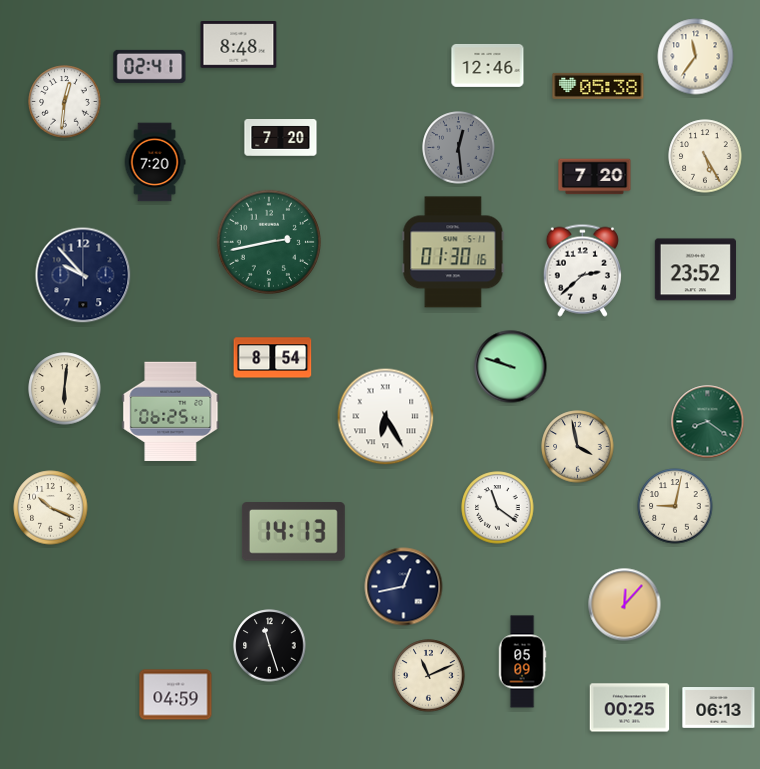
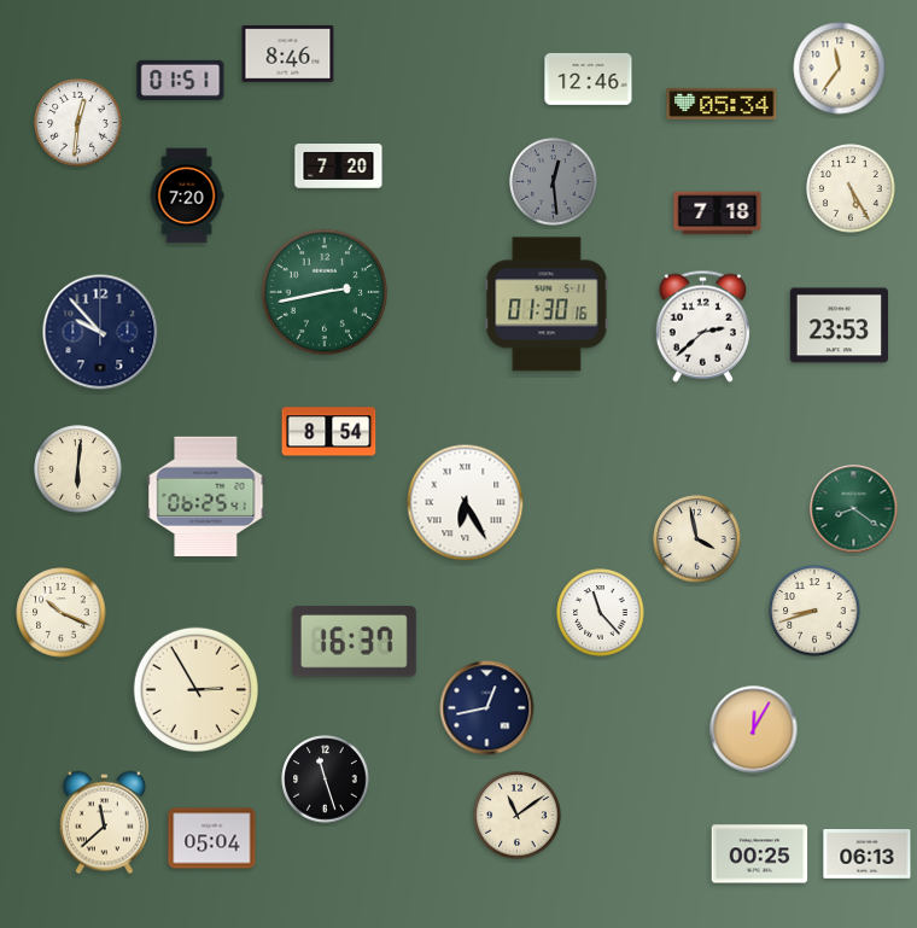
clock at (239, 45): 8:48 -> 8:46
clock at (150, 66): 02:41 -> 01:51
clock at (598, 86): 05:38 -> 05:34
clock at (459, 148) position: (459, 148) -> (554, 182)
clock at (595, 177): 7:20 -> 7:18
clock at (695, 270): 23:52 -> 23:53
clock at (511, 367): 9:48 -> none
clock at (675, 506): 9:02 -> 8:42
clock at (498, 508): 11:21 -> 11:23
clock at (293, 532): 14:13 -> 16:37
clock at (195, 689): none -> 2:55
clock at (625, 605): 12:07 -> 12:05
clock at (522, 662): 05:09 -> none
clock at (429, 676): 11:11 -> 11:09
clock at (104, 823): none -> 11:38
clock at (176, 695): 04:59 -> 05:04
